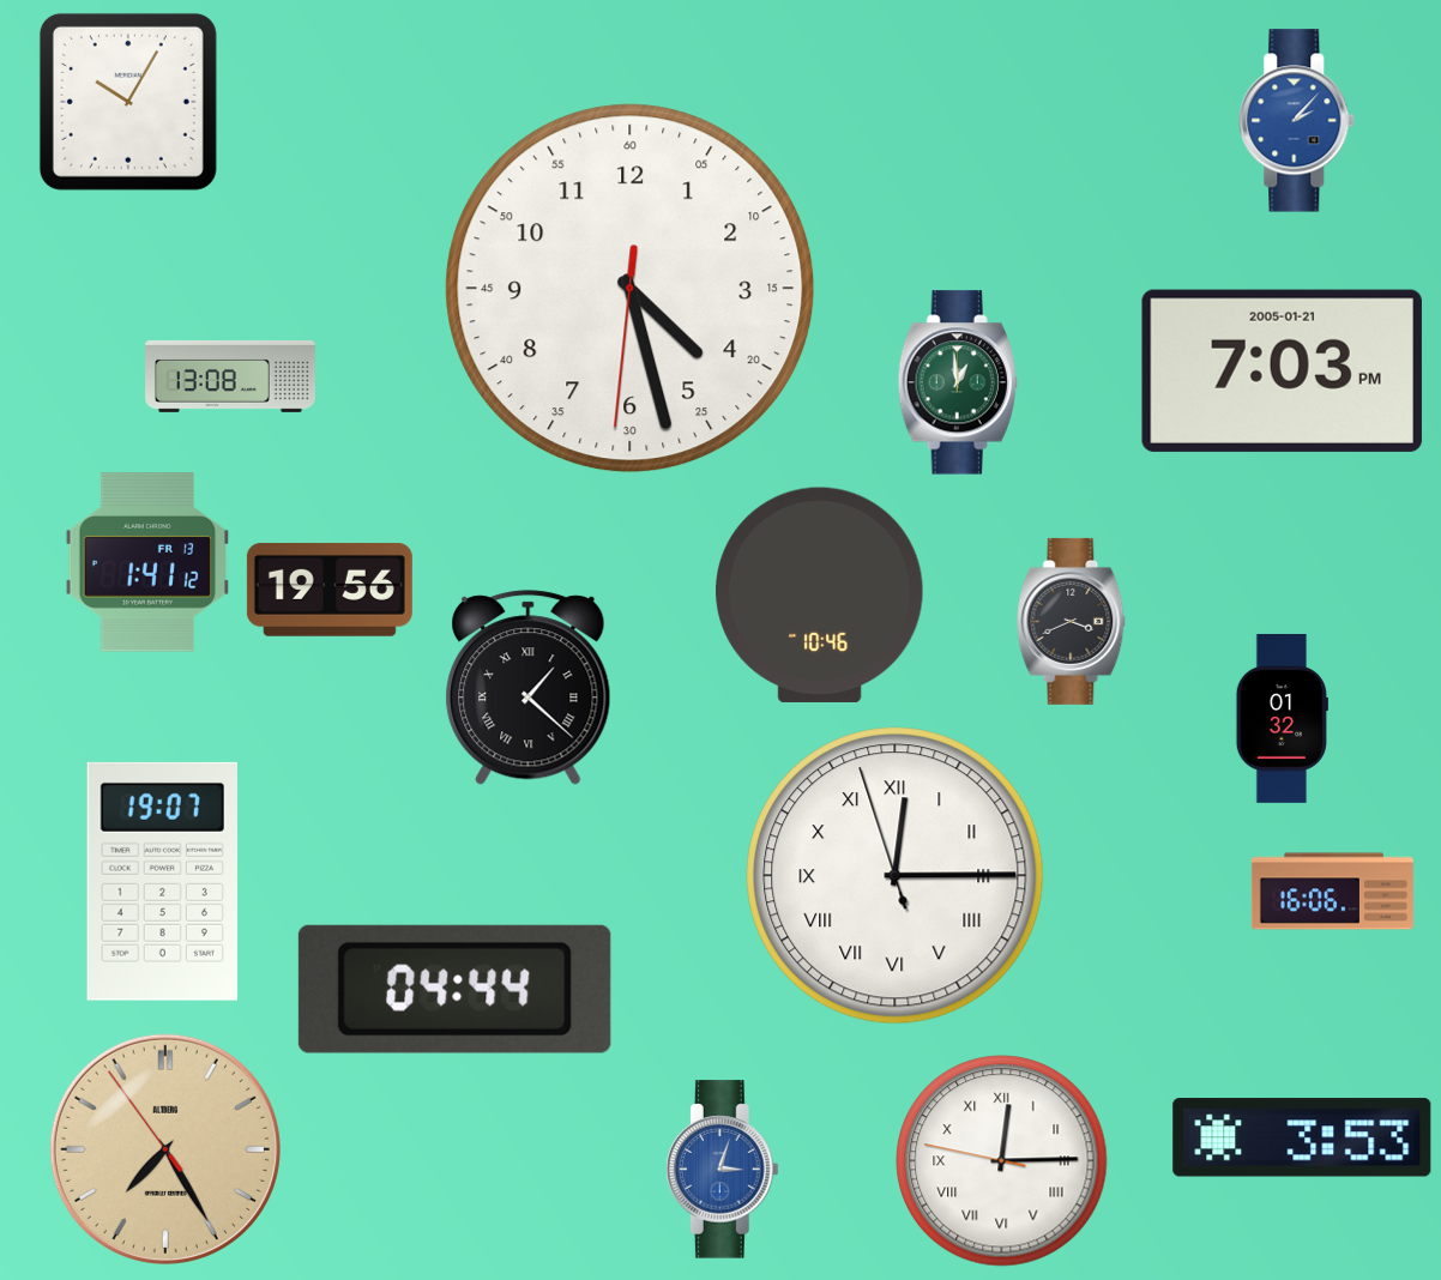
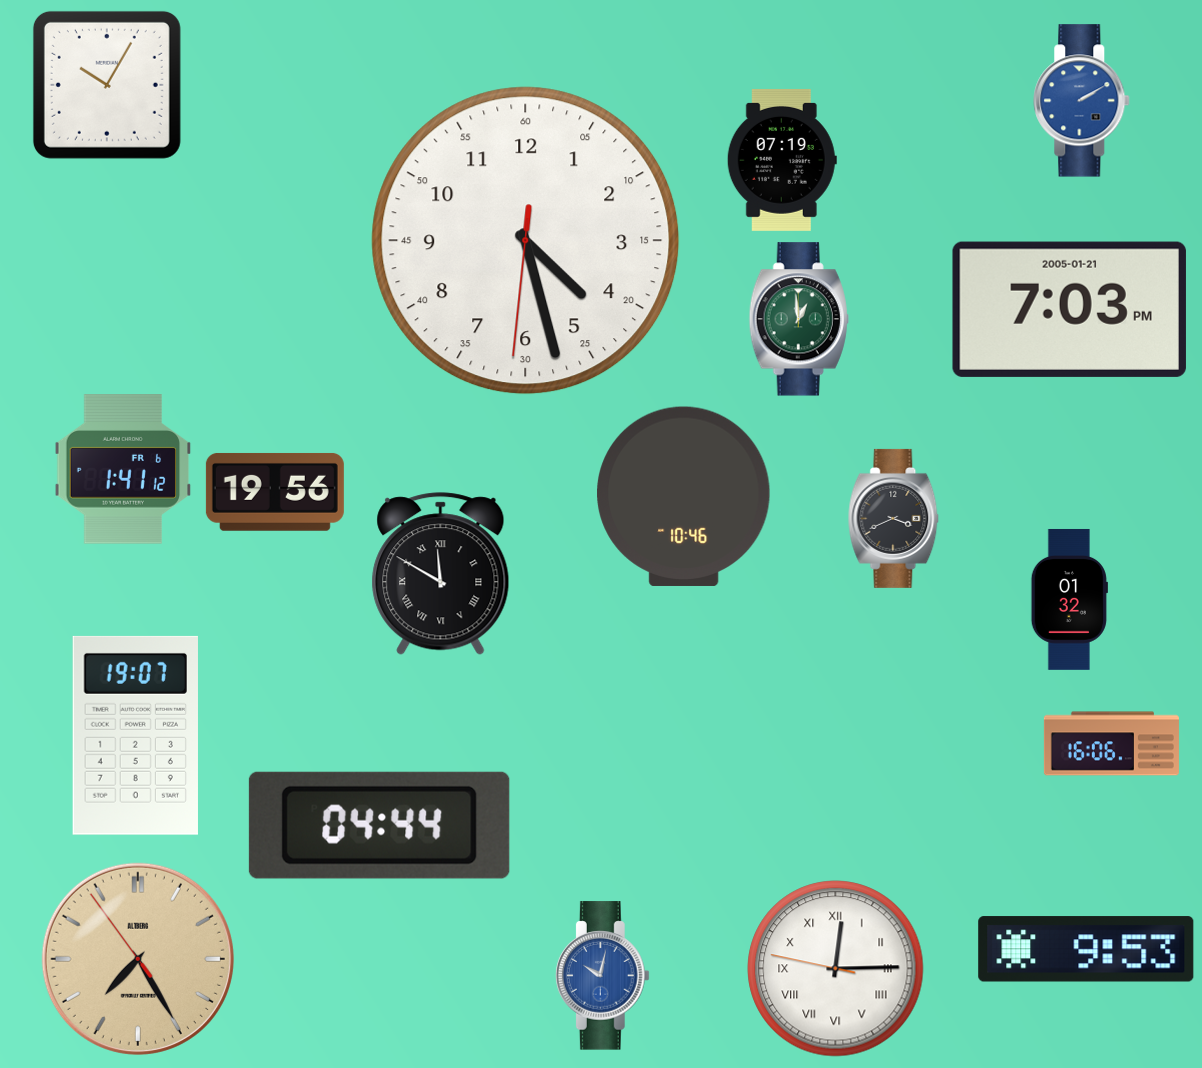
clock at (1297, 121): 2:07 -> 2:10
clock at (782, 160): none -> 07:19
clock at (231, 376): 13:08 -> none
clock at (147, 562) date: FR 13 -> FR 6
clock at (529, 688): 1:22 -> 11:50
clock at (896, 876): 12:14 -> none
clock at (1302, 1137): 3:53 -> 9:53
clock at (722, 1170): 3:03 -> 10:02
